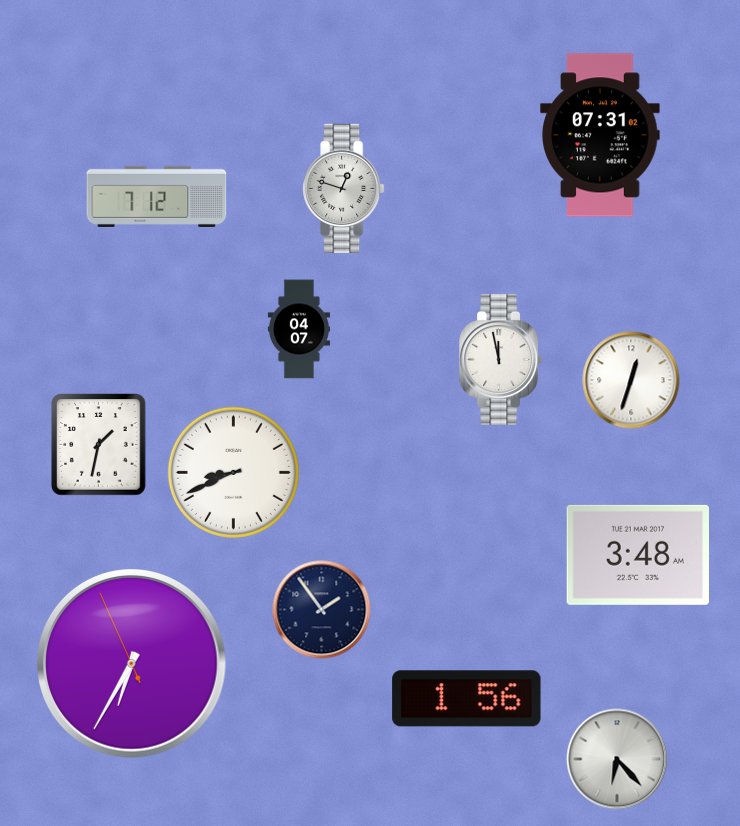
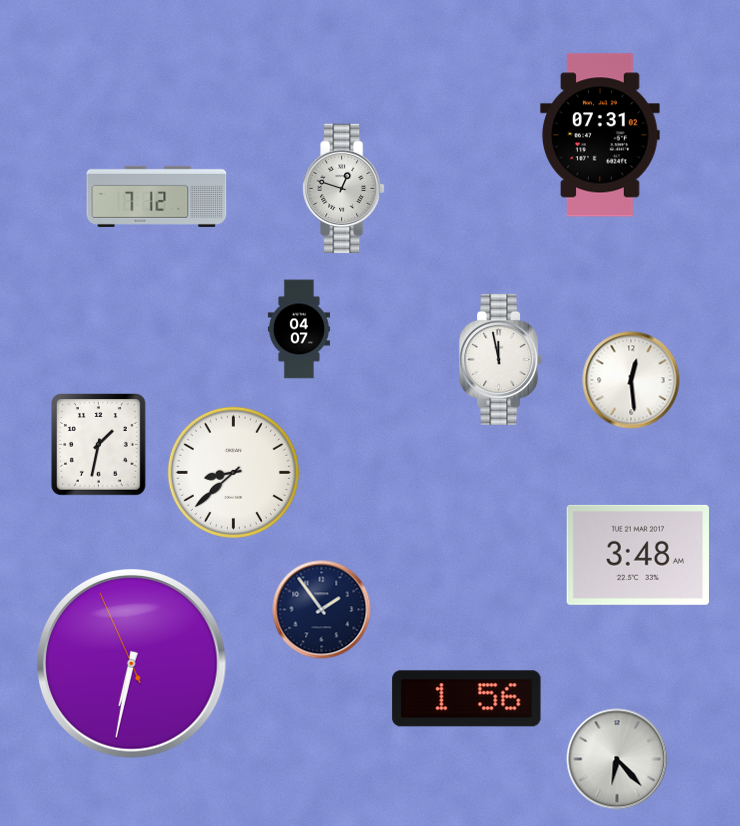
clock at (631, 380): 12:33 -> 12:29
clock at (233, 472): 8:41 -> 8:38
clock at (132, 664): 6:34 -> 6:31
